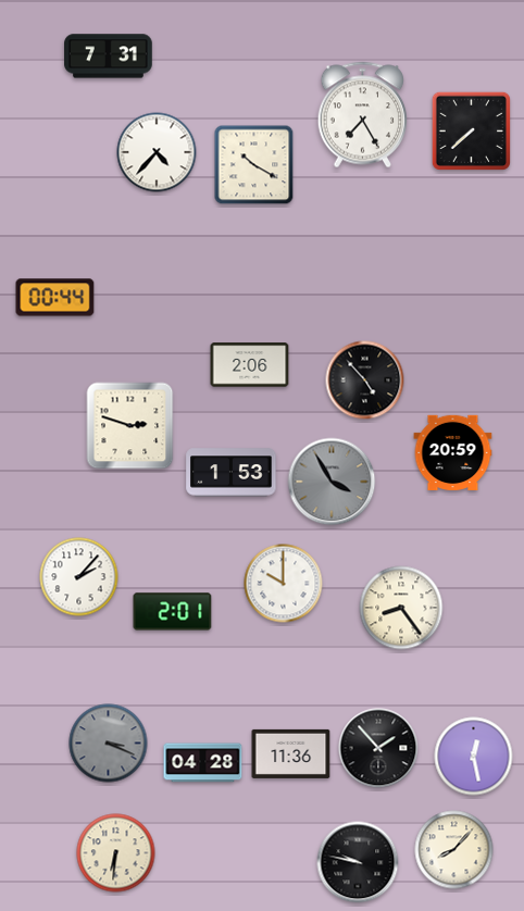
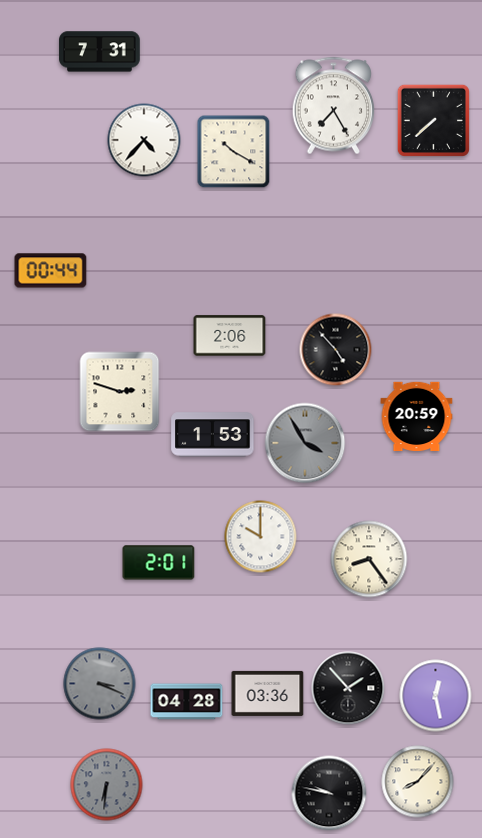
clock at (55, 298) position: (55, 298) -> (51, 271)
clock at (79, 577): 2:07 -> none
clock at (291, 753): 11:36 -> 03:36
clock at (116, 853) dial: cream -> grey
